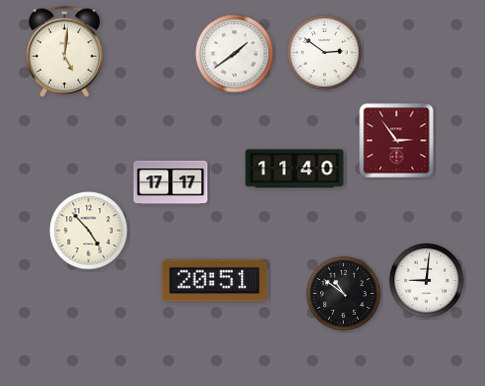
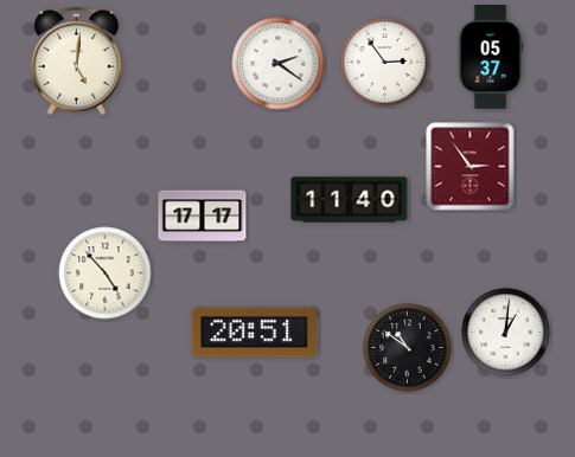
clock at (491, 58): none -> 05:37
clock at (325, 53): 2:51 -> 2:54
clock at (235, 54): 1:39 -> 2:21
clock at (427, 281): 9:01 -> 1:01
